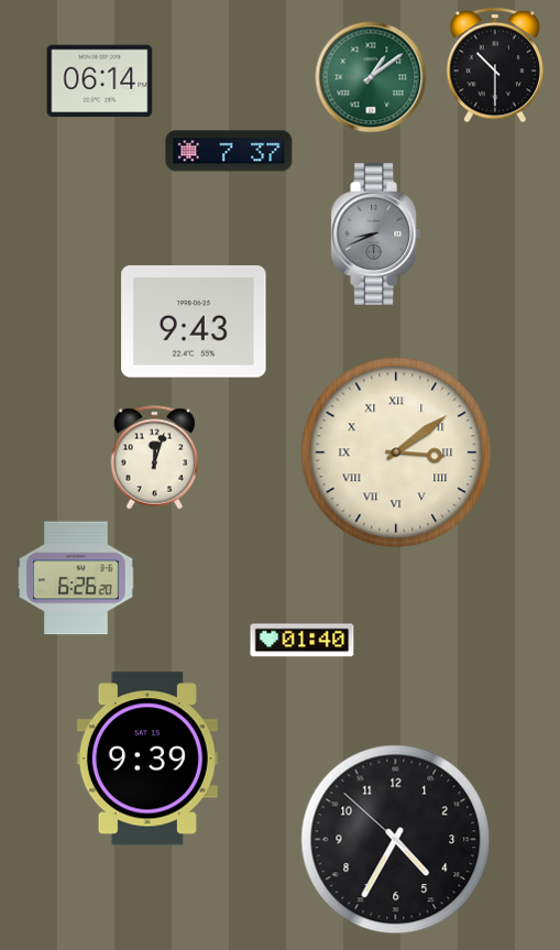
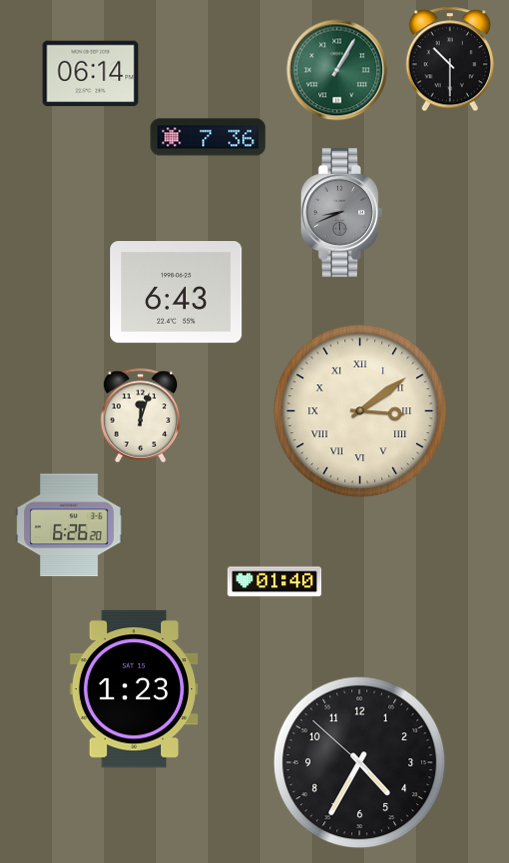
clock at (371, 77): 1:09 -> 1:05
clock at (229, 151): 7:37 -> 7:36
clock at (194, 323): 9:43 -> 6:43
clock at (147, 758): 9:39 -> 1:23
